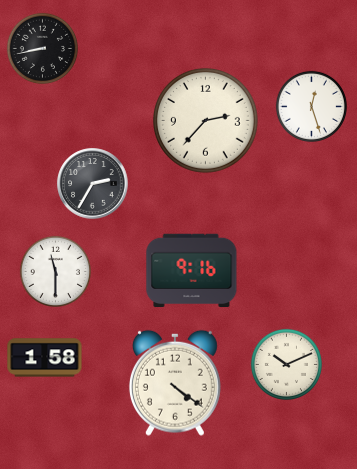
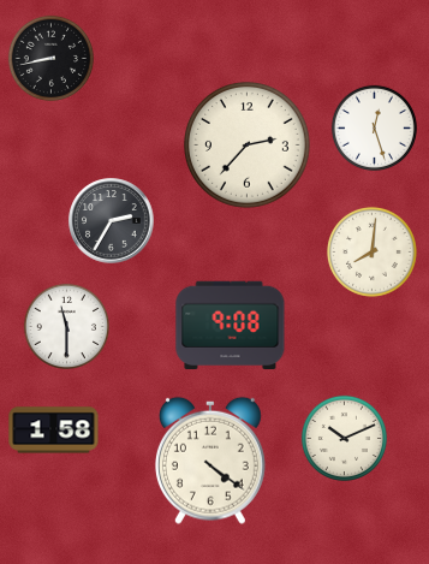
clock at (373, 253): none -> 8:01
clock at (192, 271): 9:16 -> 9:08
